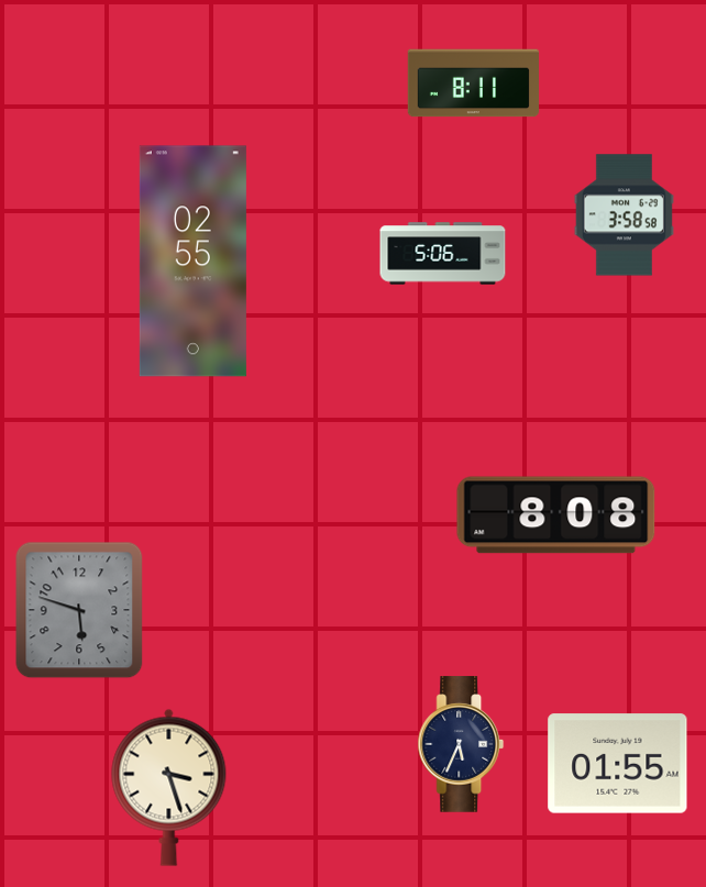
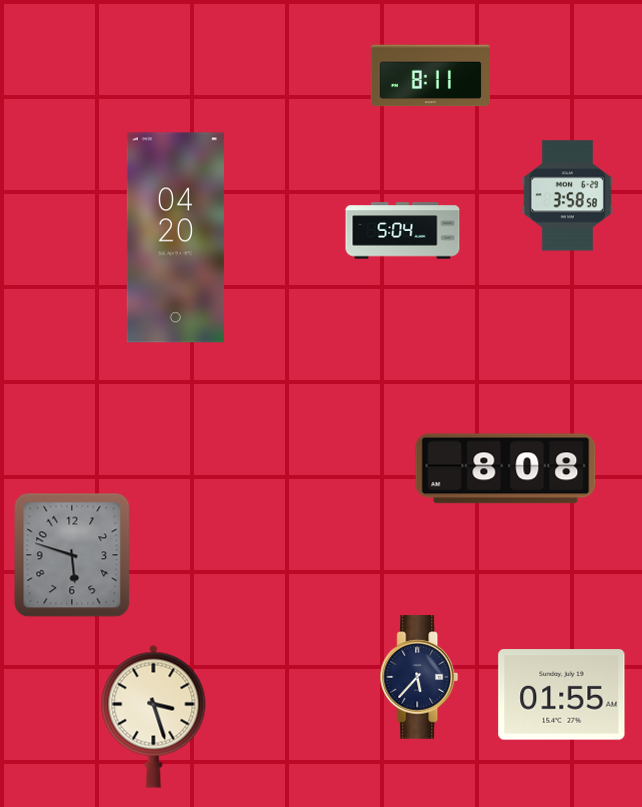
clock at (443, 254): 5:06 -> 5:04
clock at (192, 262): 02:55 -> 04:20
clock at (461, 744): 5:34 -> 5:37
